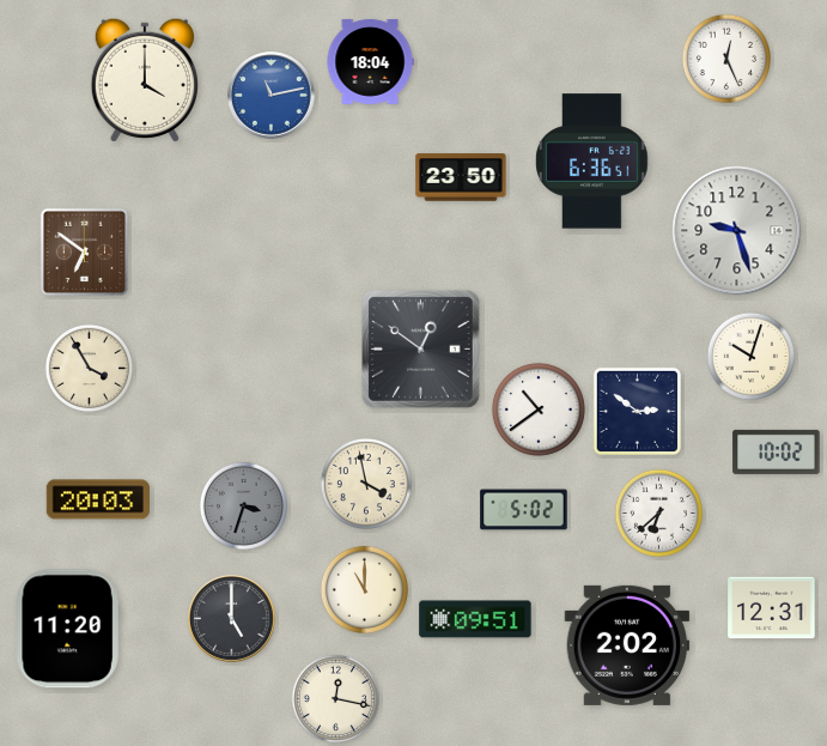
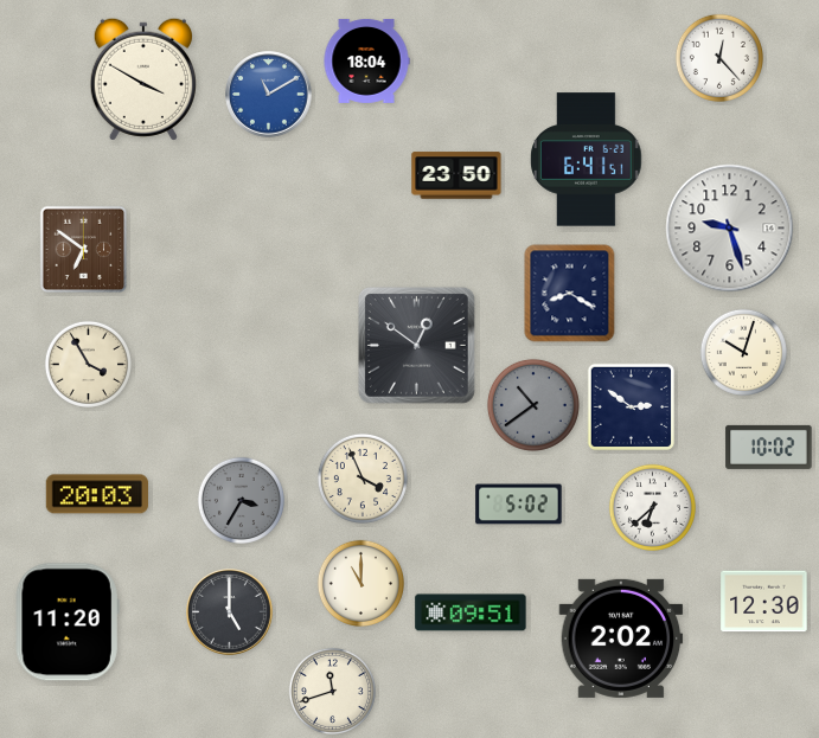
clock at (726, 59): 12:26 -> 12:23
clock at (145, 80): 4:00 -> 3:50
clock at (272, 96): 11:13 -> 11:10
clock at (592, 162): 6:36 -> 6:41
clock at (570, 294): none -> 8:20
clock at (539, 410) dial: white -> grey
clock at (366, 484): 3:58 -> 3:56
clock at (243, 505): 3:33 -> 3:35
clock at (772, 608): 12:31 -> 12:30
clock at (335, 698): 12:17 -> 11:42
